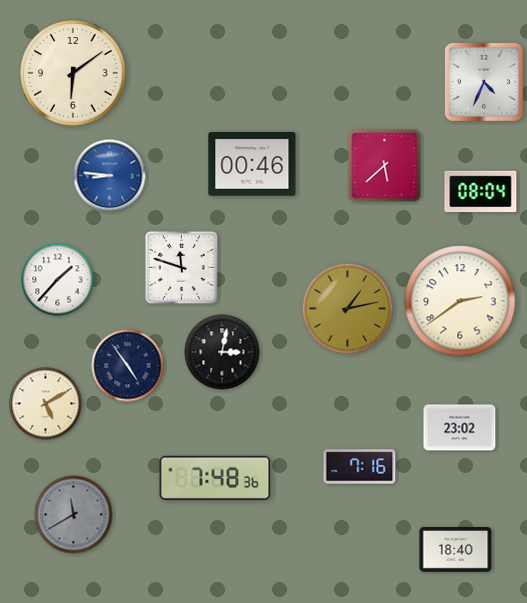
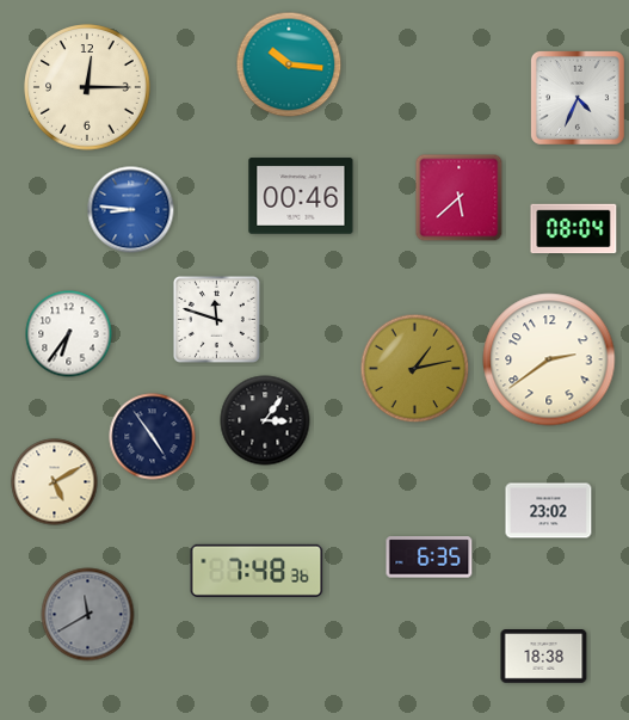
clock at (289, 64): none -> 10:16
clock at (73, 73): 6:09 -> 12:15
clock at (58, 280): 1:37 -> 6:36
clock at (222, 352): 3:02 -> 3:06
clock at (360, 467): 7:16 -> 6:35
clock at (456, 550): 18:40 -> 18:38
